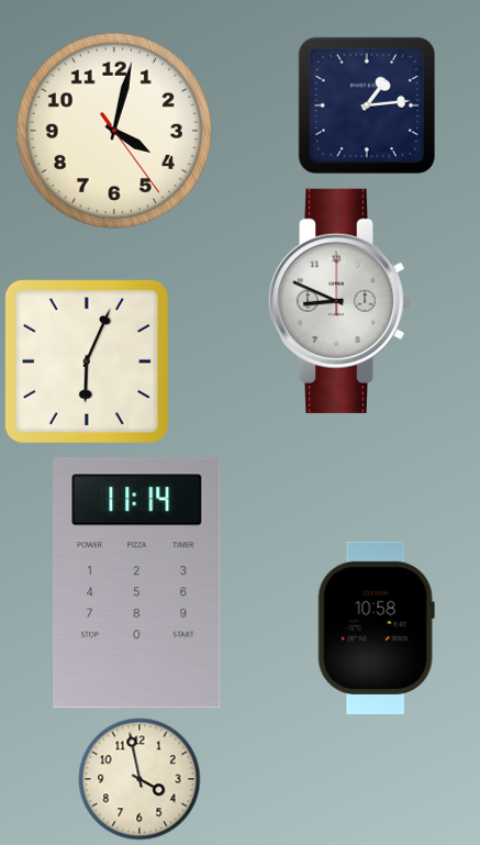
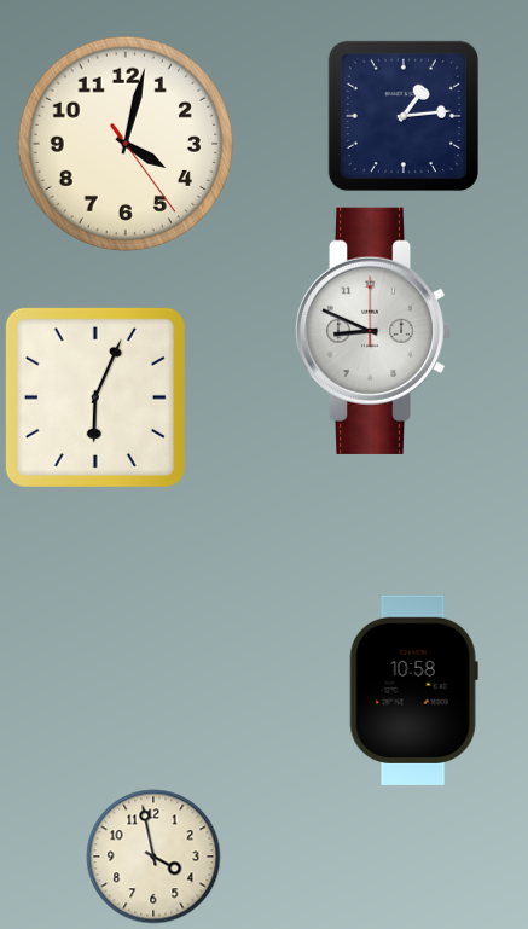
clock at (137, 583): 11:14 -> none
